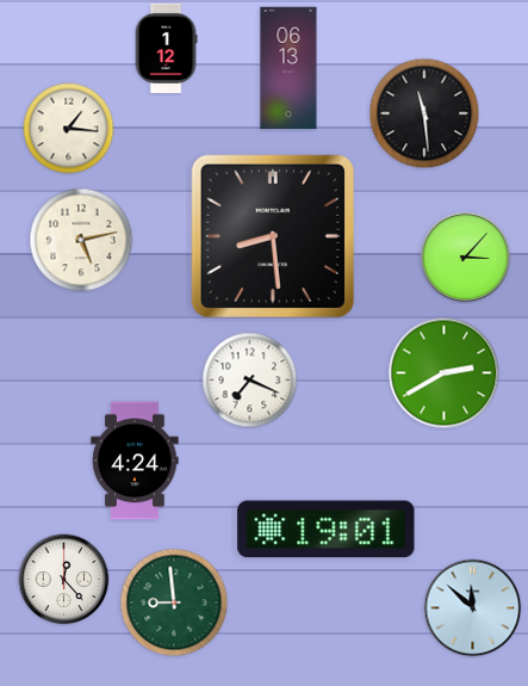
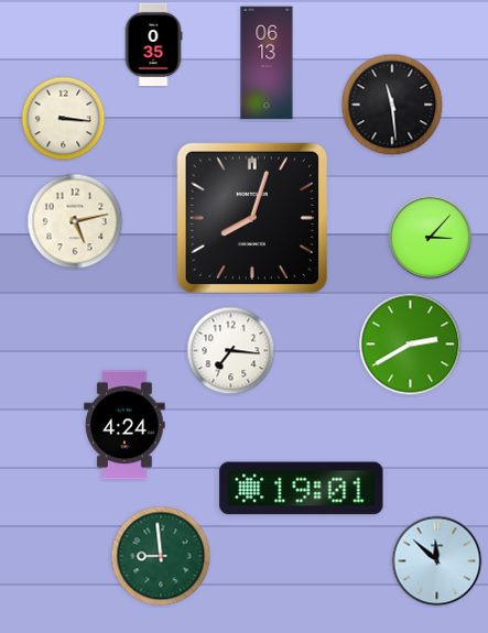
clock at (166, 48): 1:12 -> 0:35
clock at (69, 129): 1:16 -> 3:16
clock at (273, 236): 8:29 -> 8:03
clock at (250, 381): 7:19 -> 7:16
clock at (64, 580): 12:23 -> none
